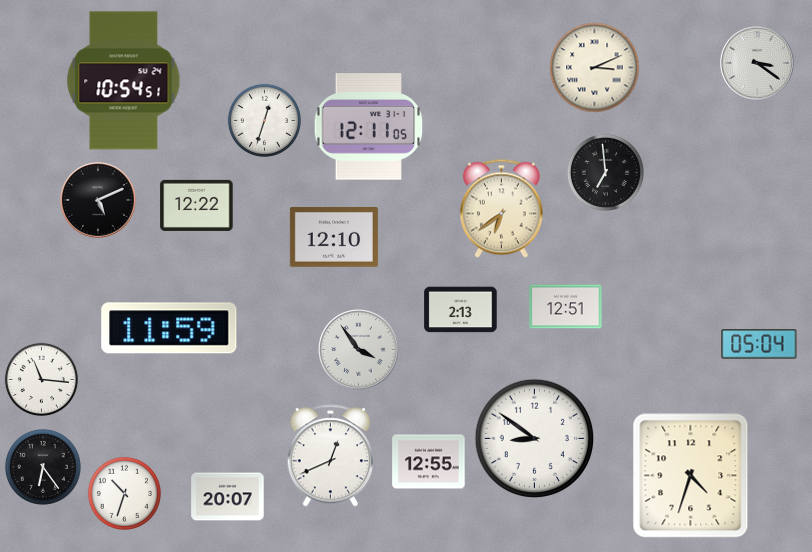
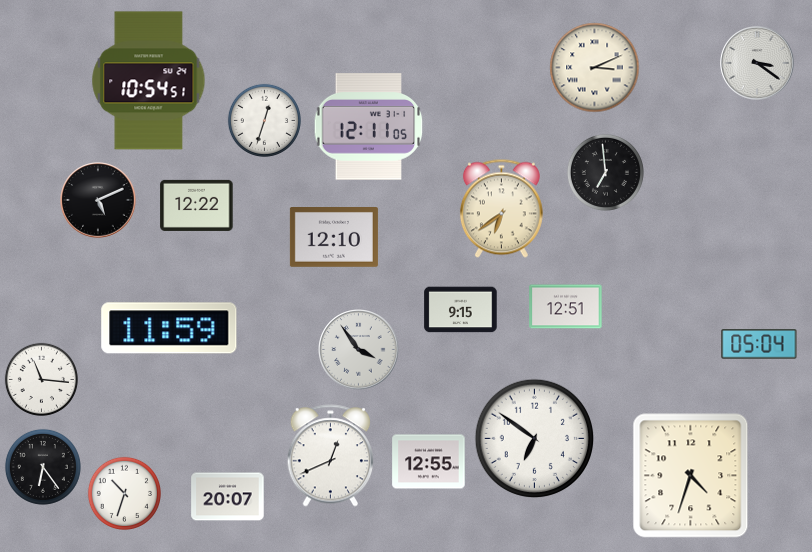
clock at (124, 81) position: (124, 81) -> (149, 81)
clock at (461, 310): 2:13 -> 9:15
clock at (535, 439): 8:51 -> 6:51
